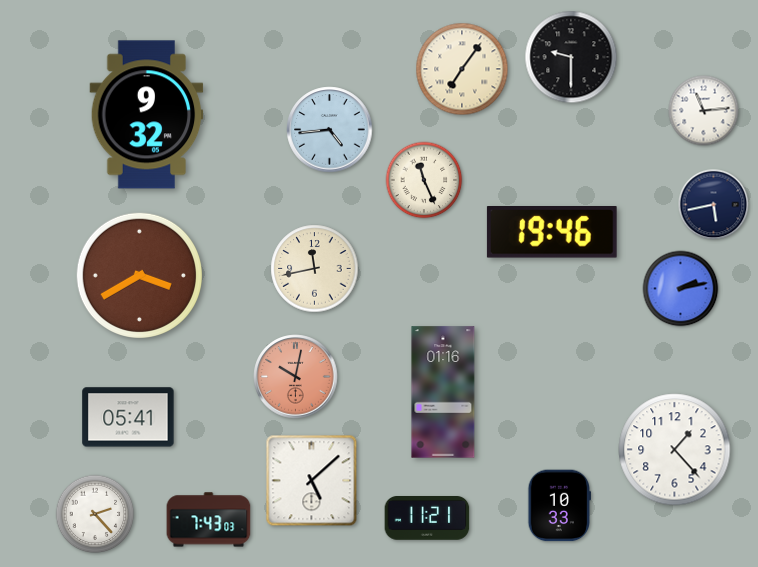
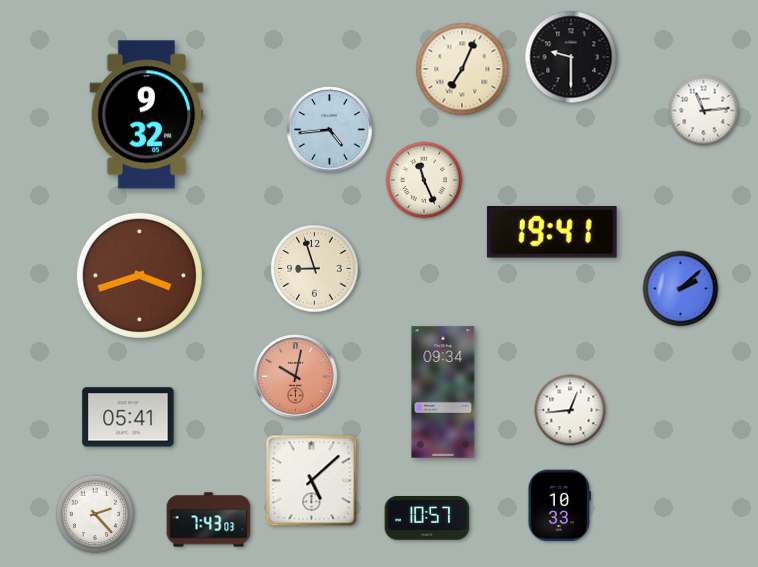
clock at (462, 69): 7:06 -> 7:04
clock at (714, 205): 5:43 -> none
clock at (552, 233): 19:46 -> 19:41
clock at (315, 269): 11:43 -> 8:57
clock at (139, 275): 3:40 -> 3:42
clock at (681, 289): 2:13 -> 2:08
clock at (443, 392): 01:16 -> 09:34
clock at (570, 410): none -> 12:44
clock at (675, 450): 1:23 -> none
clock at (427, 519): 11:21 -> 10:57
